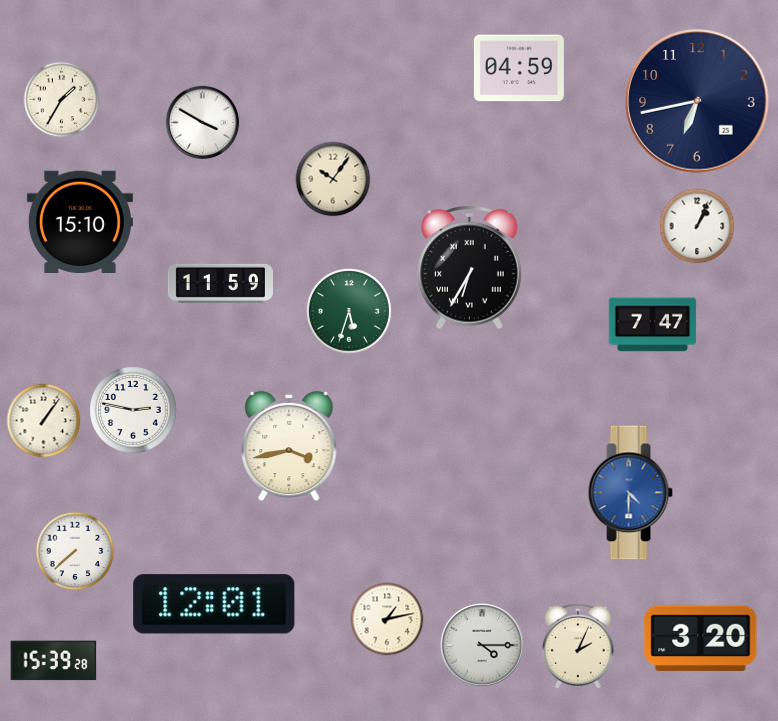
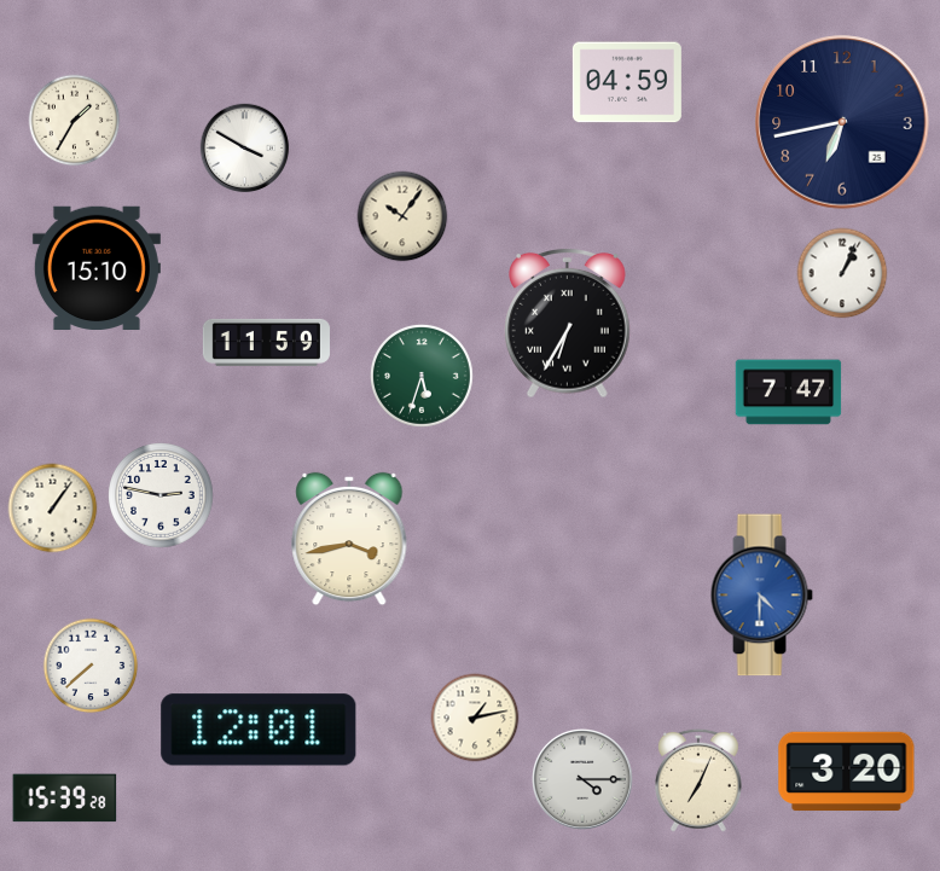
clock at (387, 619) position: (387, 619) -> (475, 718)
clock at (578, 646): 2:04 -> 7:04
